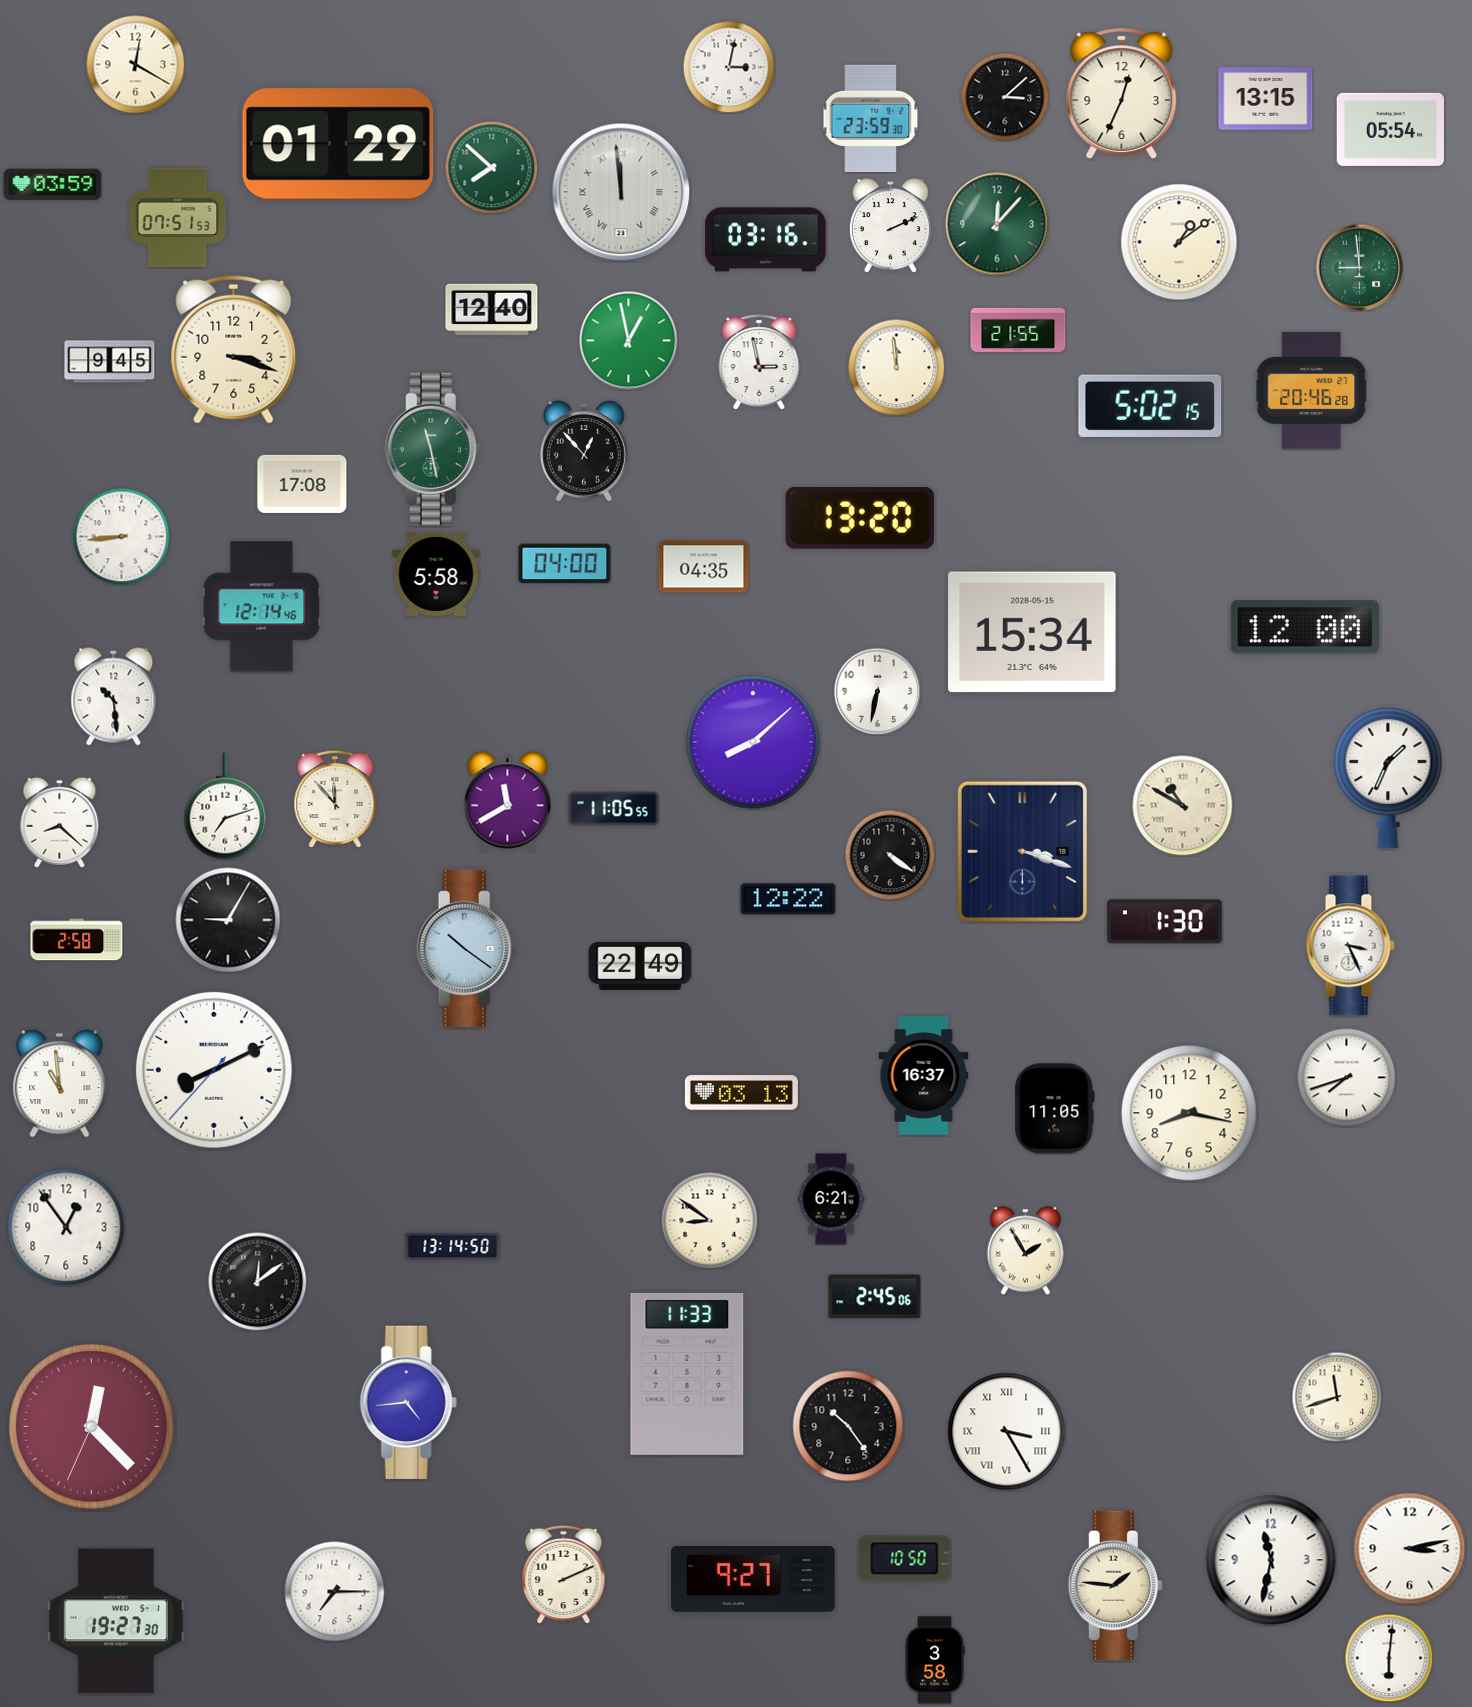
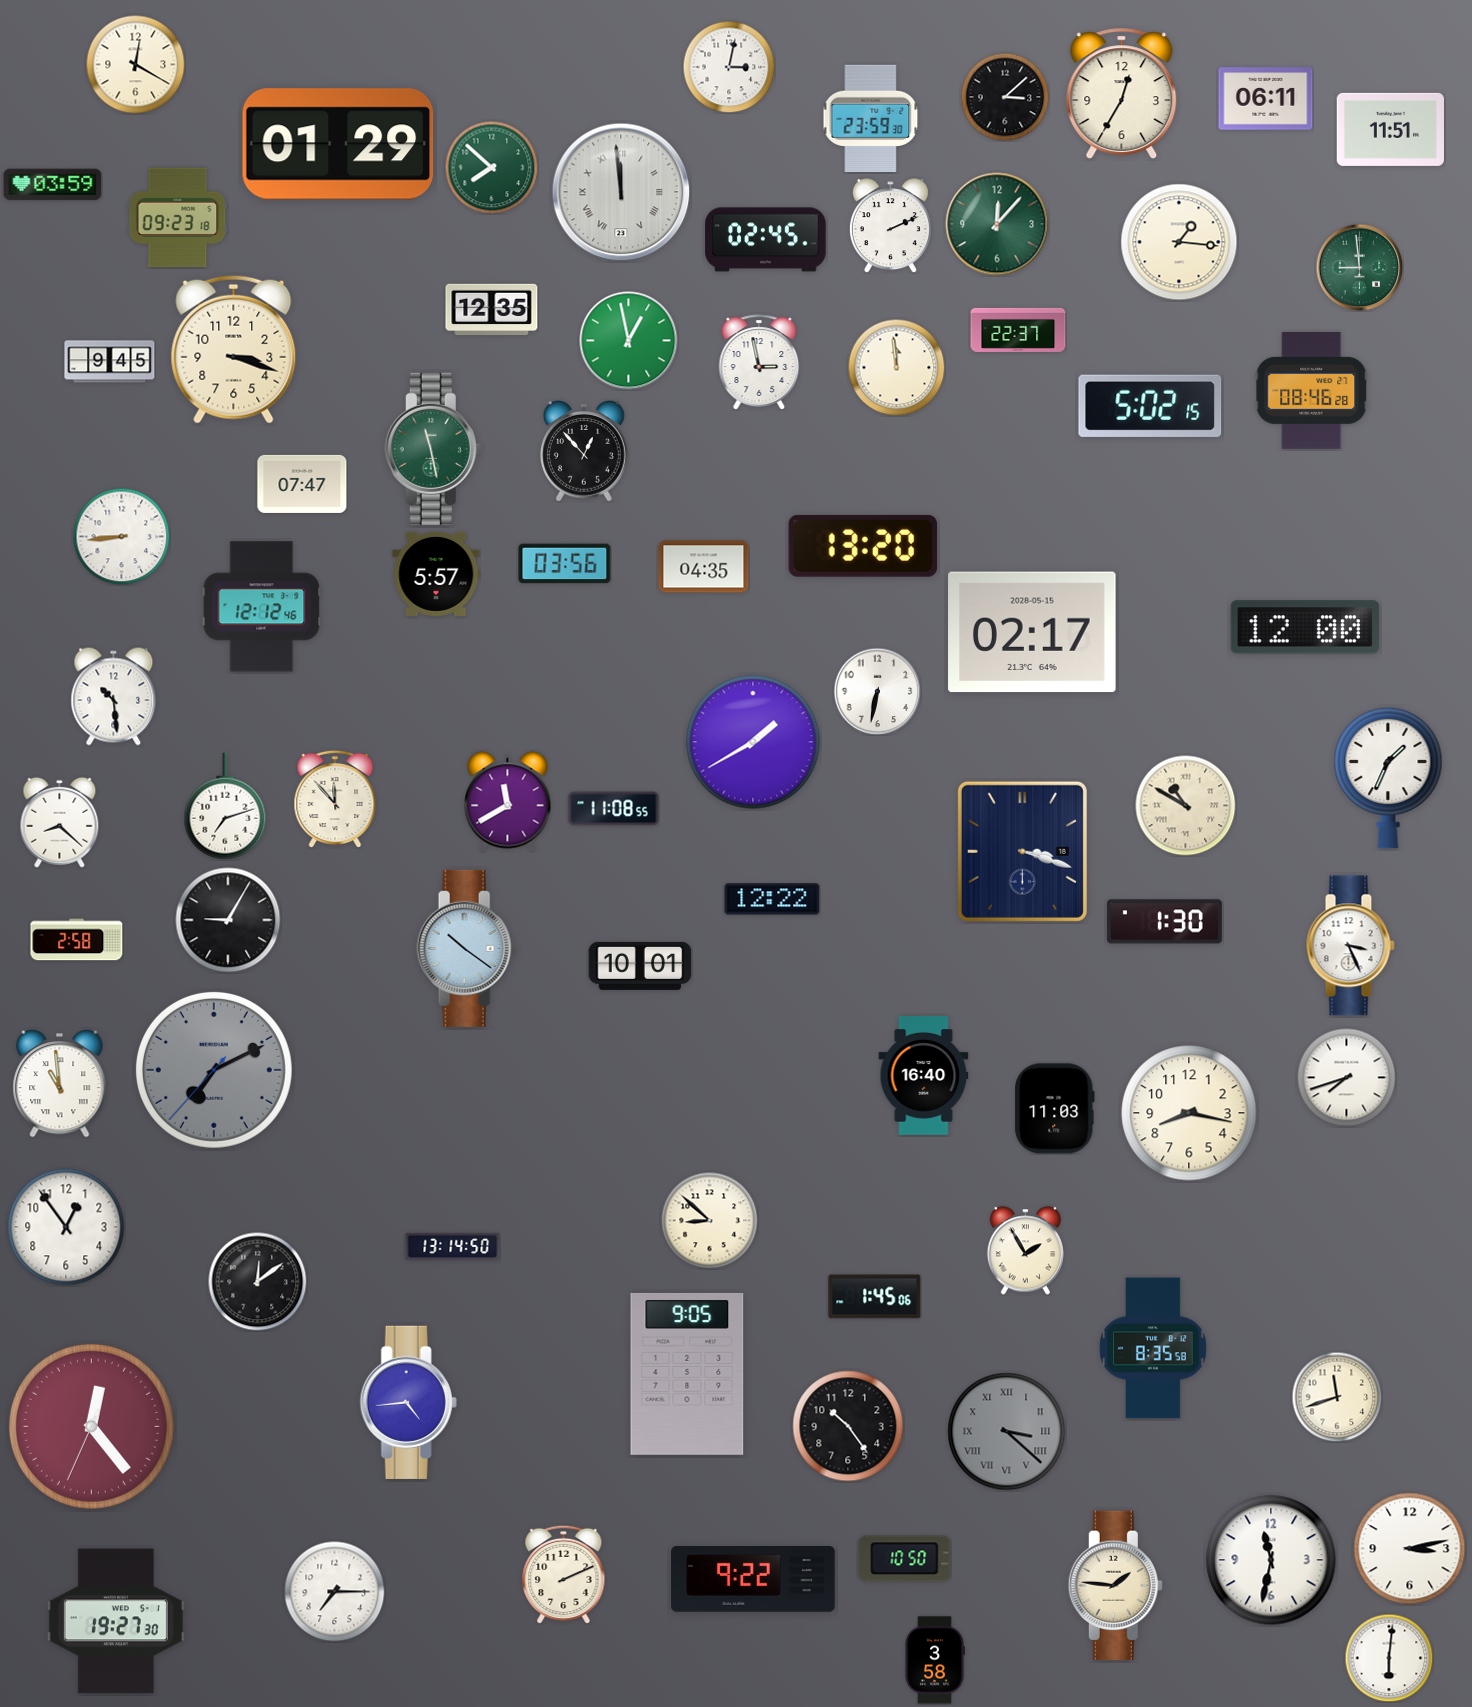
clock at (1122, 94): 12:34 -> 12:35
clock at (1266, 99): 13:15 -> 06:11
clock at (1390, 129): 05:54 -> 11:51
clock at (178, 218): 07:51 -> 09:23
clock at (766, 240): 03:16 -> 02:45
clock at (1179, 242): 1:09 -> 1:16
clock at (492, 310): 12:40 -> 12:35
clock at (1018, 330): 21:55 -> 22:37
clock at (1312, 390): 20:46 -> 08:46
clock at (302, 484): 17:08 -> 07:47
clock at (859, 518) position: (859, 518) -> (862, 546)
clock at (565, 564): 04:00 -> 03:56
clock at (436, 574): 5:58 -> 5:57
clock at (262, 607): 12:14 -> 12:12
clock at (1032, 632): 15:34 -> 02:17
clock at (753, 742): 8:08 -> 1:40
clock at (1183, 806) position: (1183, 806) -> (1186, 806)
clock at (614, 809): 11:05 -> 11:08
clock at (890, 855): 4:21 -> none
clock at (788, 899) position: (788, 899) -> (772, 899)
clock at (640, 966): 22:49 -> 10:01
clock at (214, 1070): 8:10 -> 7:10
clock at (214, 1070) dial: white -> grey
clock at (924, 1076): 16:37 -> 16:40
clock at (741, 1093): 03:13 -> none
clock at (1055, 1109): 11:05 -> 11:03
clock at (831, 1199): 6:21 -> none
clock at (709, 1220): 8:51 -> 8:52
clock at (875, 1297): 2:45 -> 1:45
clock at (1153, 1348): none -> 8:35
clock at (687, 1374): 11:33 -> 9:05
clock at (91, 1426): 12:22 -> 12:23
clock at (1007, 1432): 3:25 -> 3:22
clock at (1007, 1432) dial: white -> grey
clock at (753, 1580): 9:27 -> 9:22
